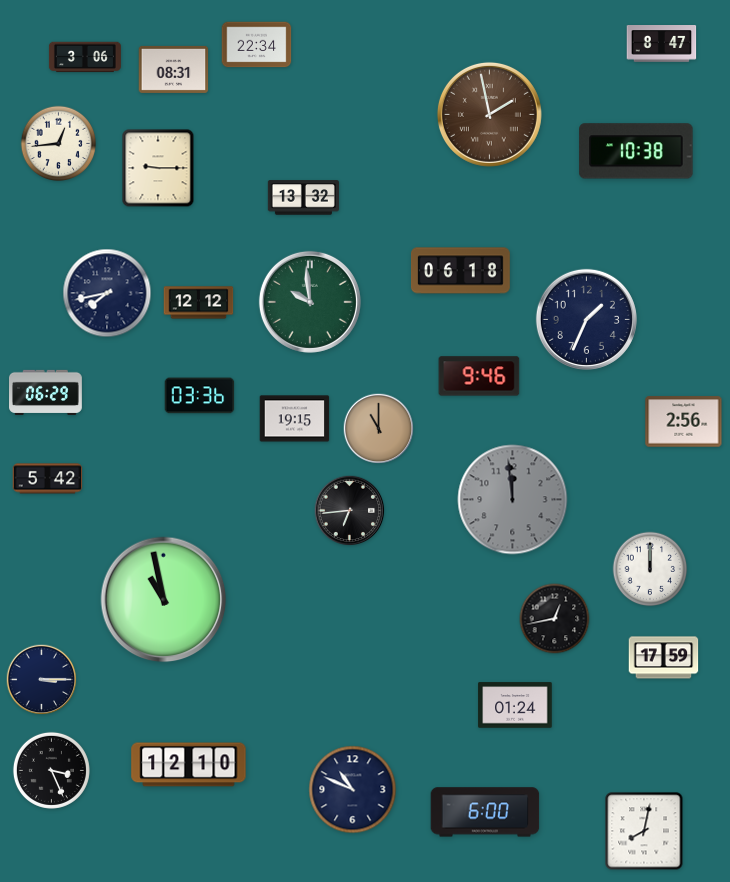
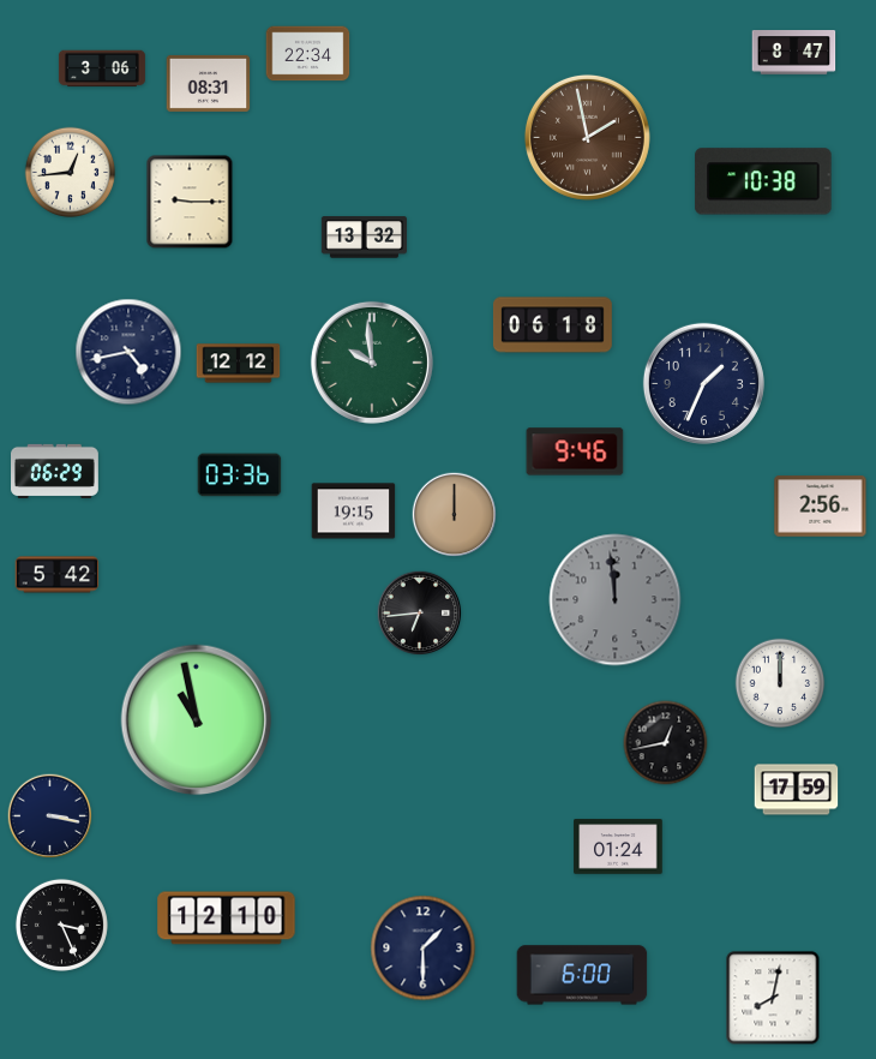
clock at (107, 293): 7:43 -> 4:43
clock at (295, 419) position: (295, 419) -> (354, 511)
clock at (379, 429): 11:00 -> 12:00
clock at (42, 680): 3:15 -> 3:17
clock at (353, 790): 10:49 -> 1:30
